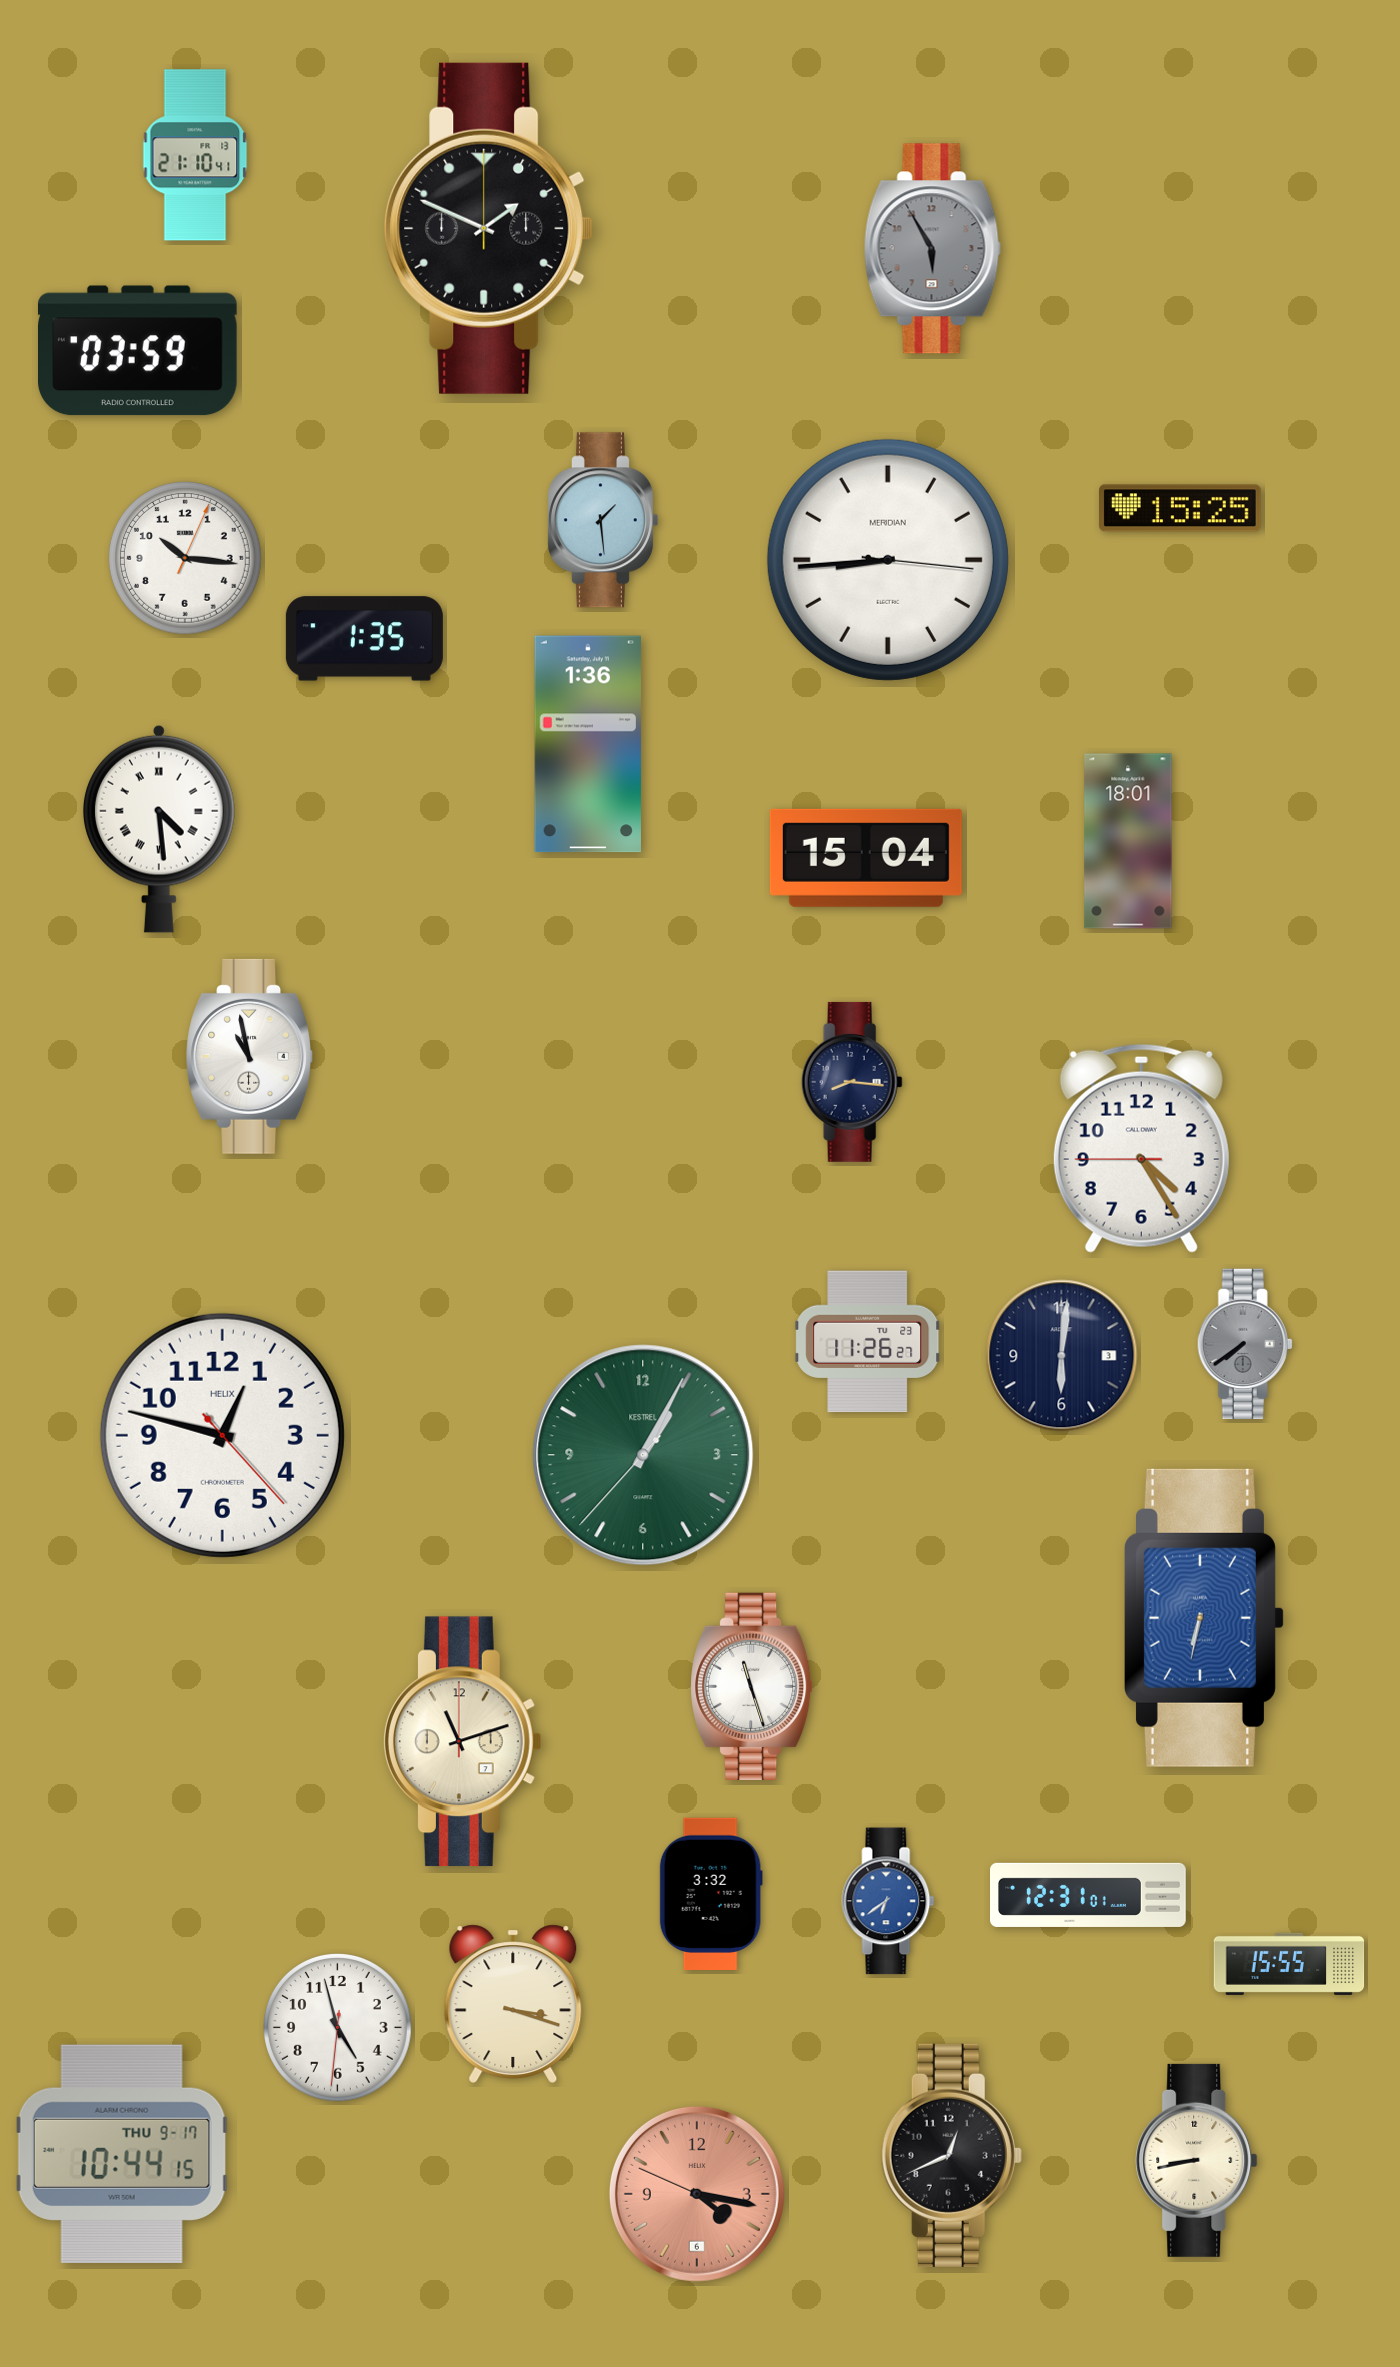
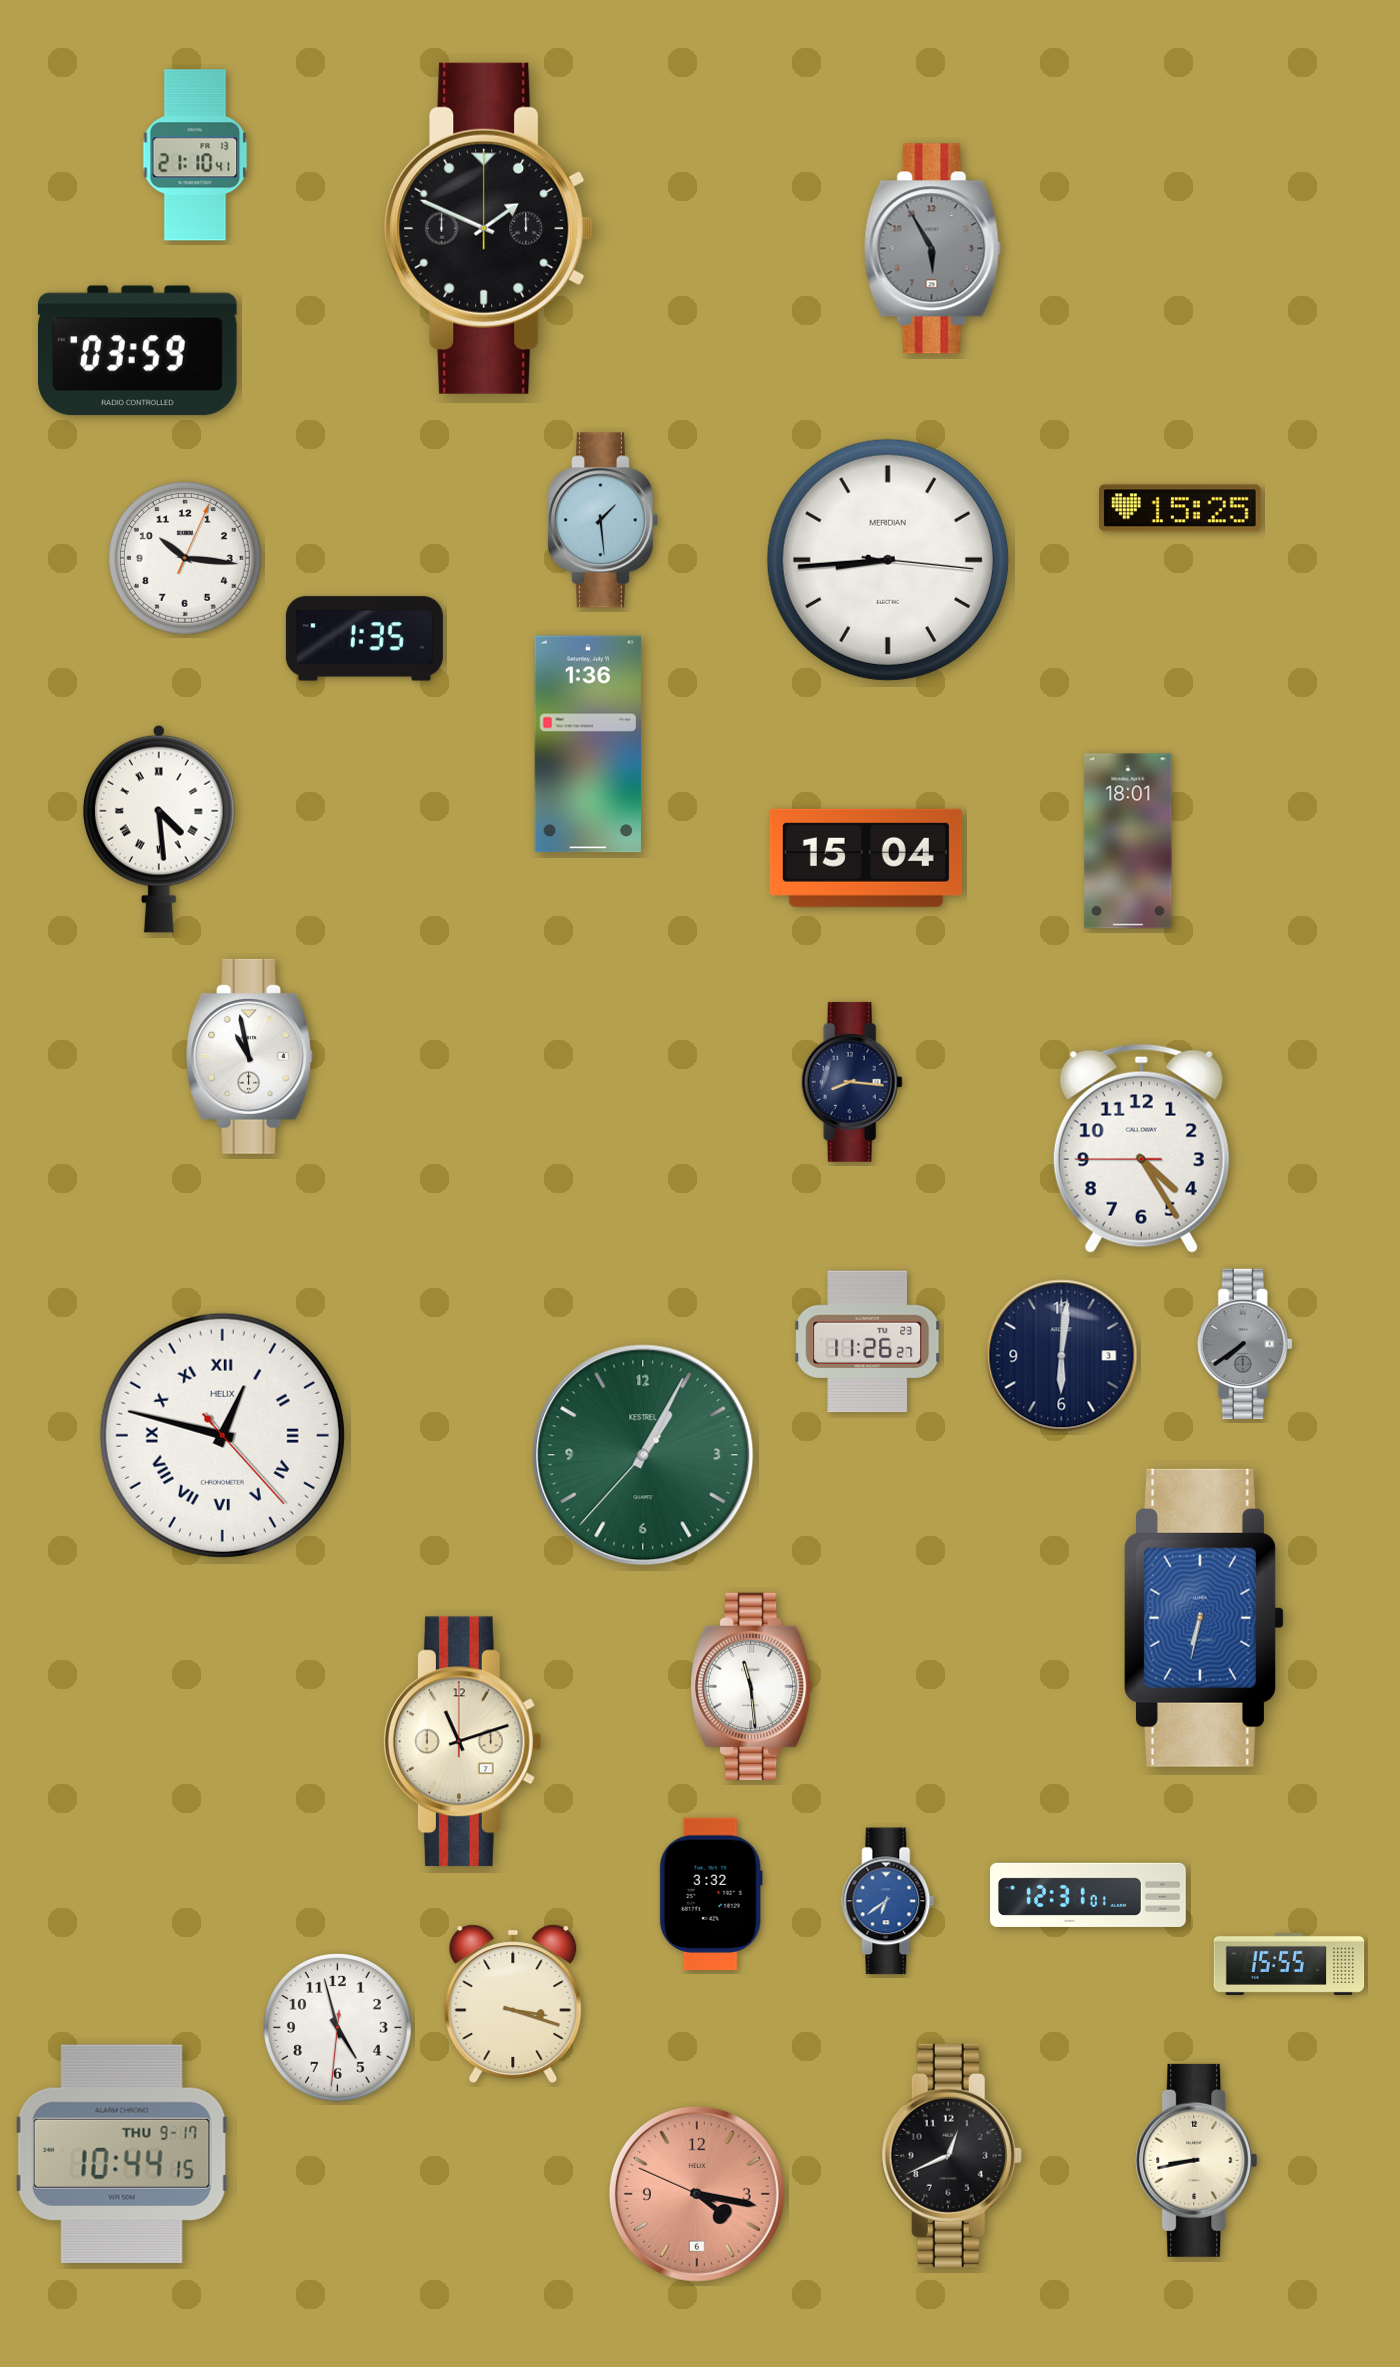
clock at (222, 1435) numerals: Arabic -> Roman
clock at (752, 1686): 11:27 -> 11:29
